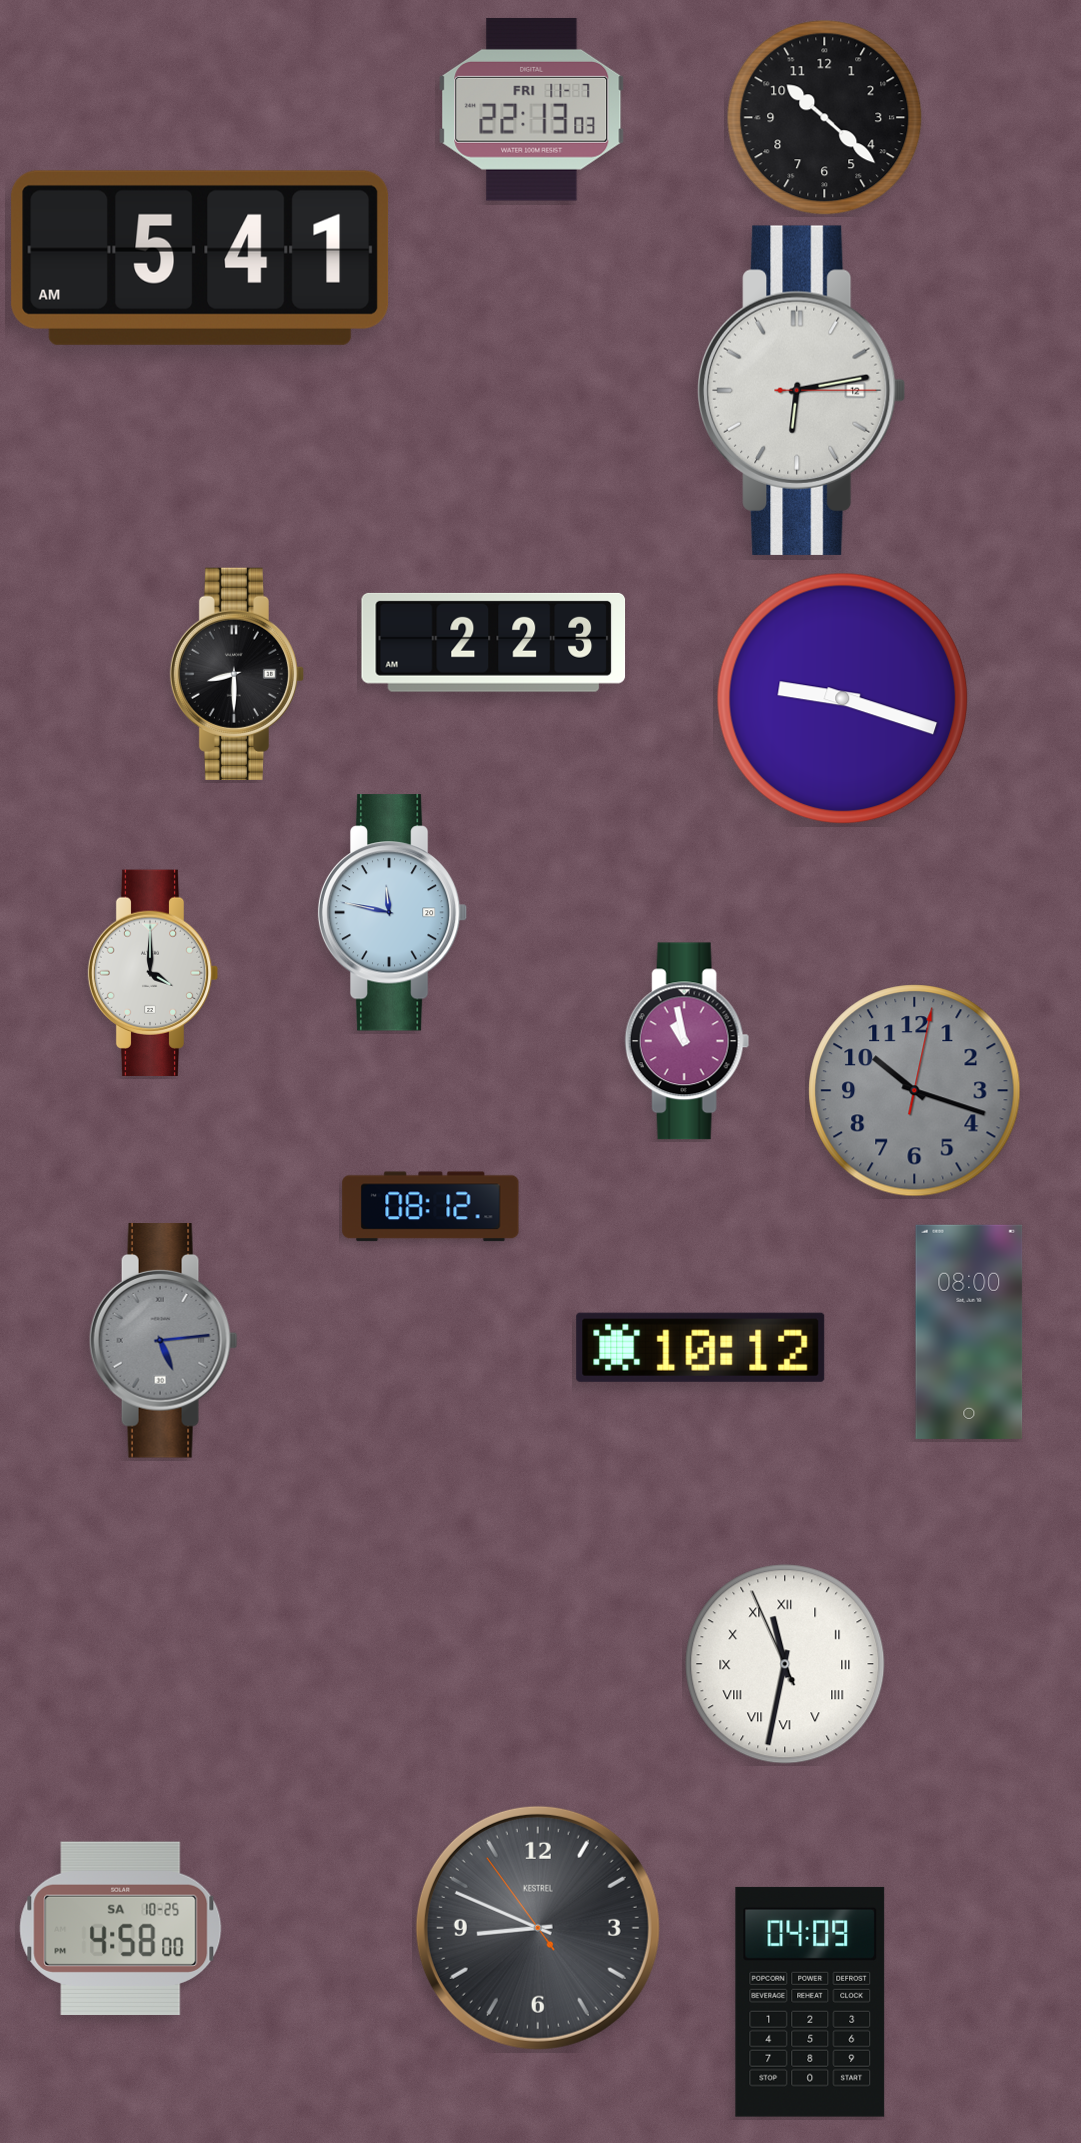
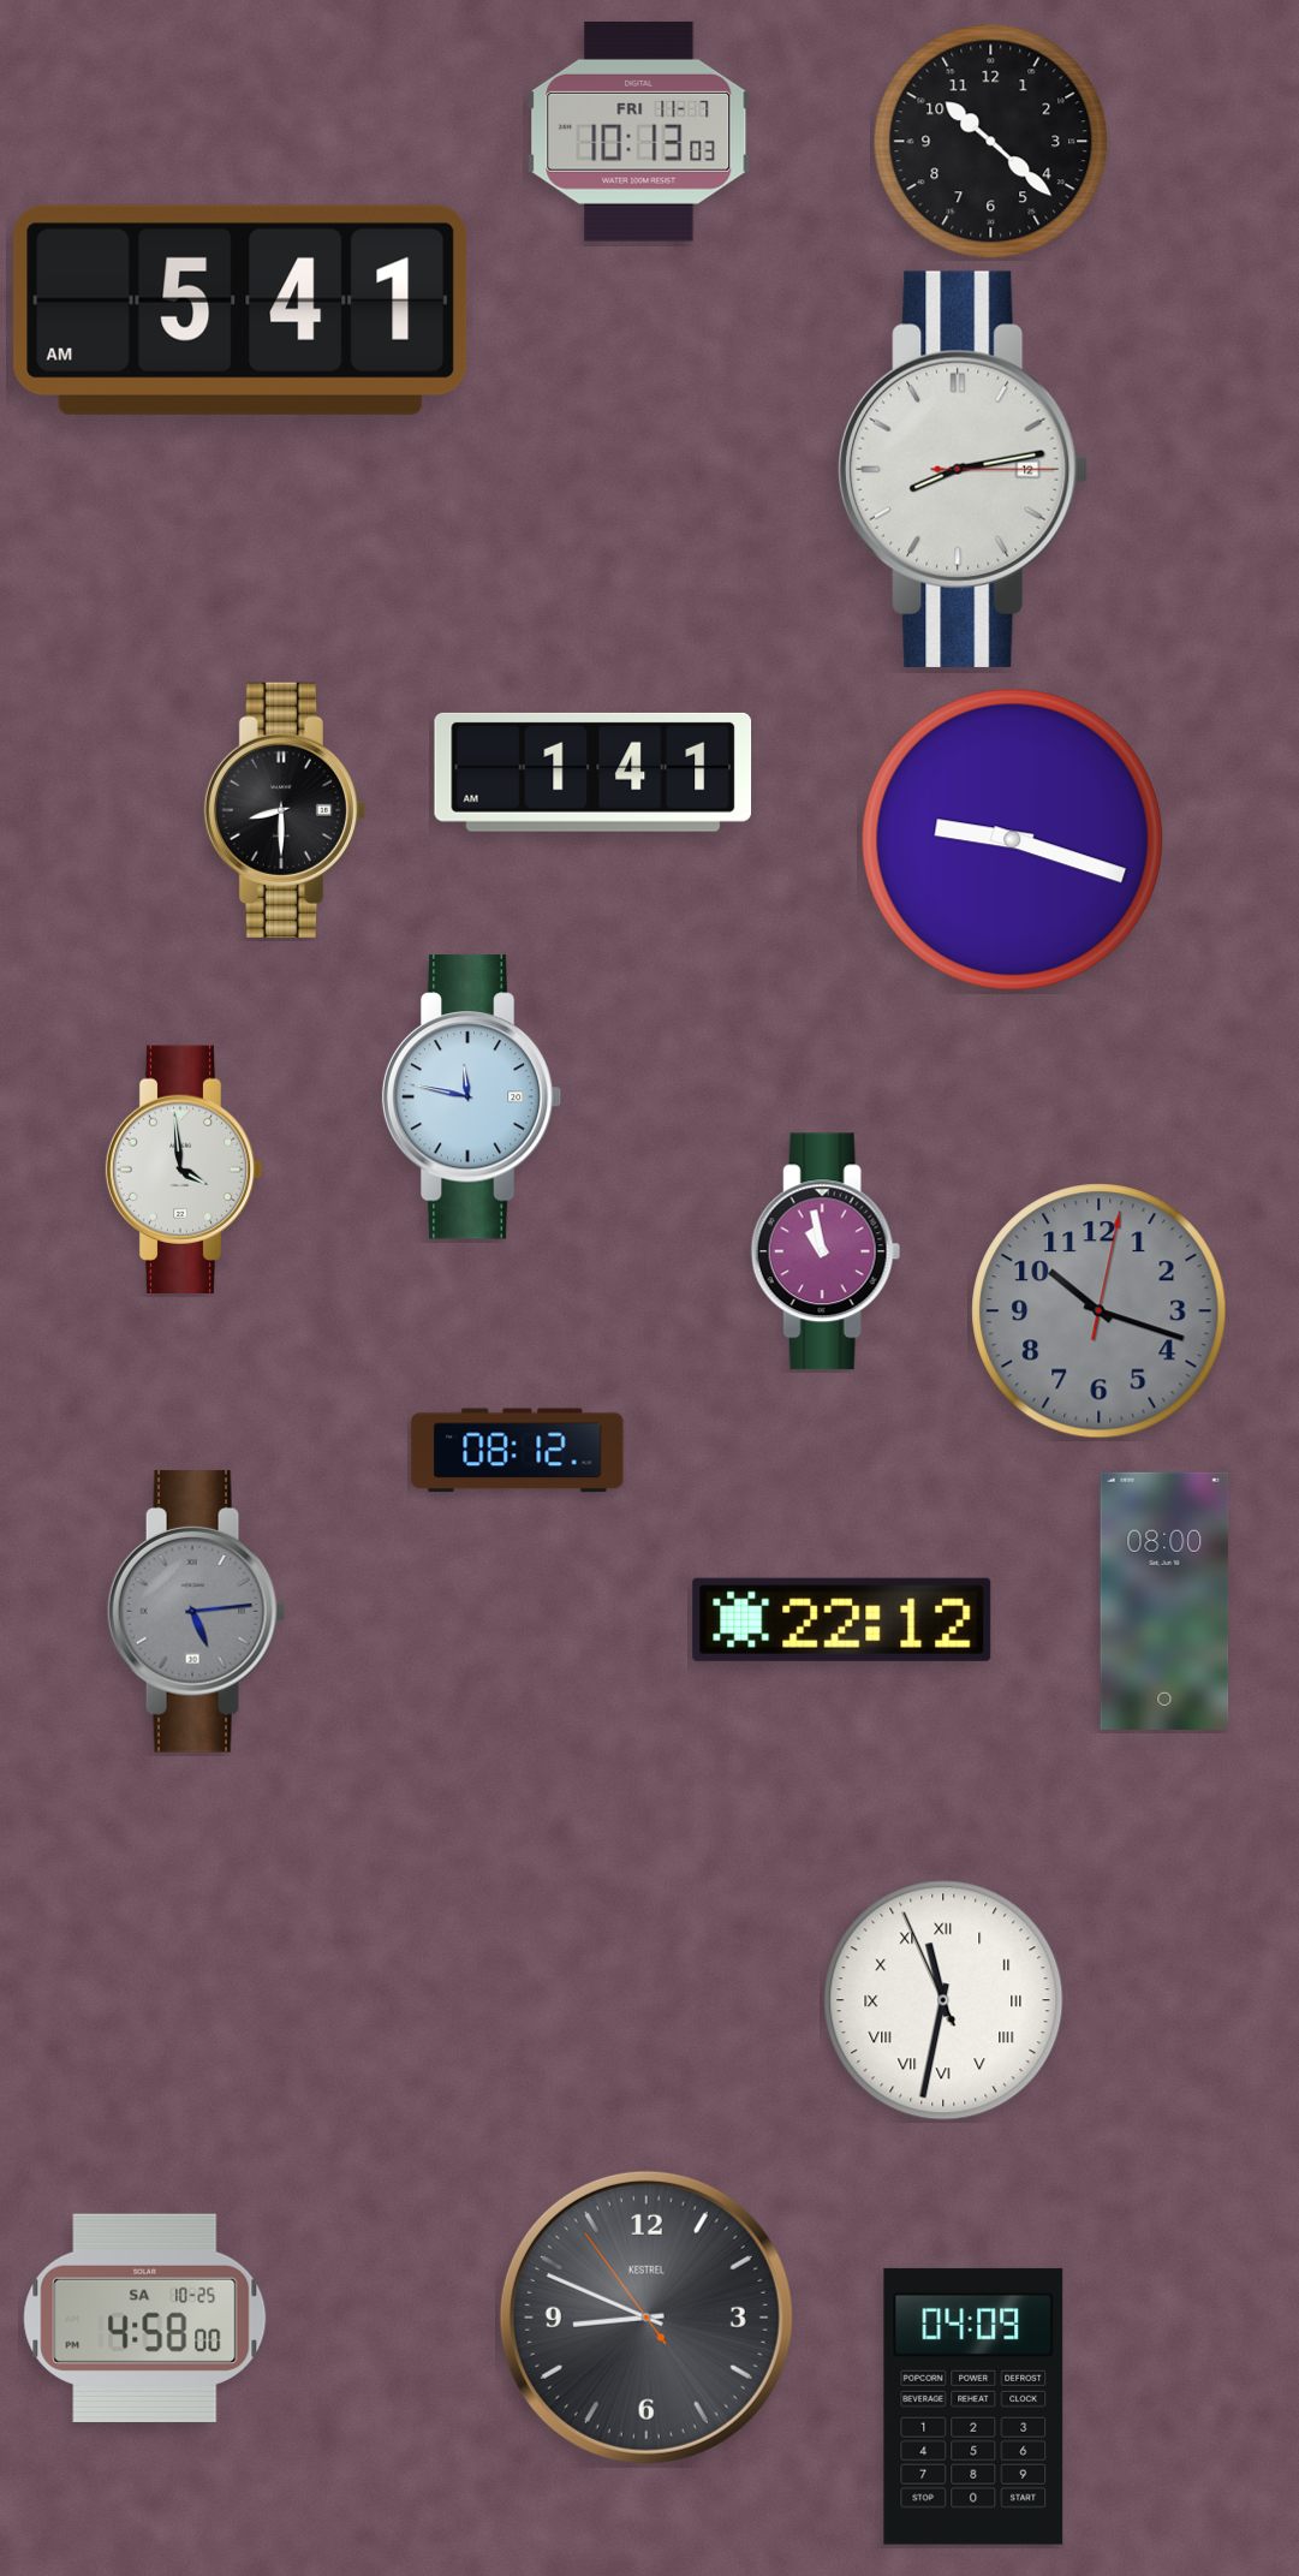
clock at (532, 109): 22:13 -> 10:13
clock at (802, 390): 6:13 -> 8:13
clock at (494, 642): 2:23 -> 1:41
clock at (153, 972): 4:00 -> 3:59
clock at (701, 1347): 10:12 -> 22:12
